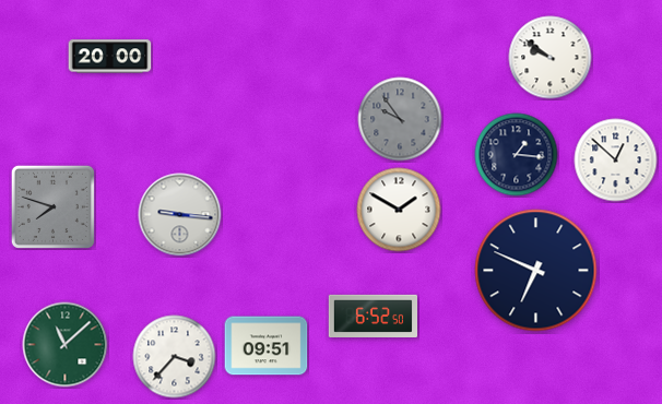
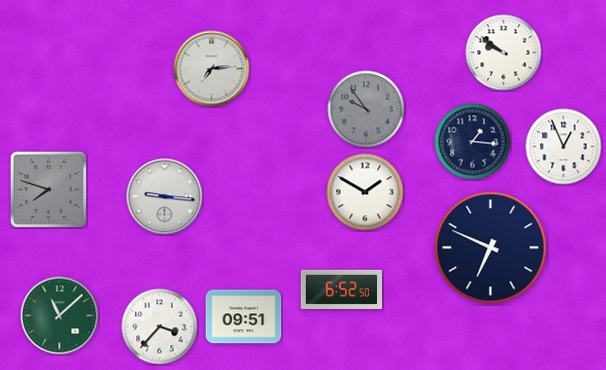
clock at (110, 57): 20:00 -> none
clock at (212, 69): none -> 7:14
clock at (616, 161): 12:52 -> 12:56
